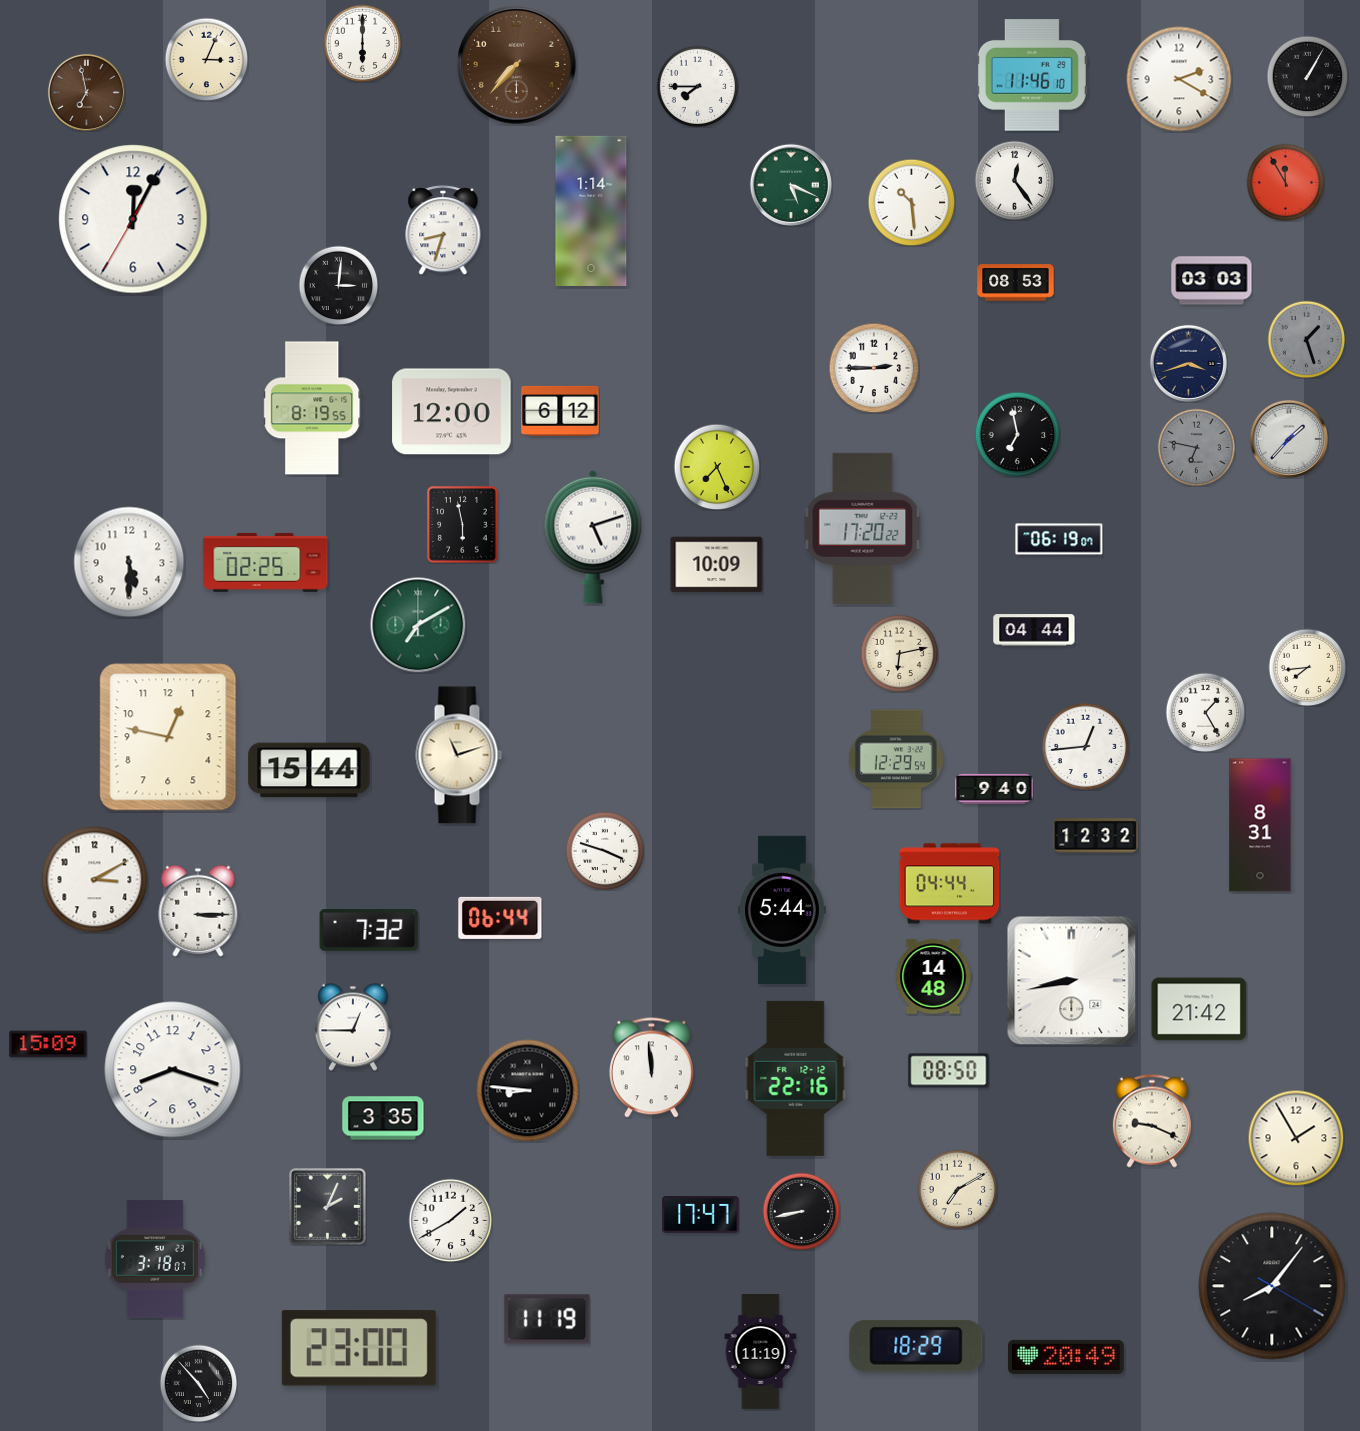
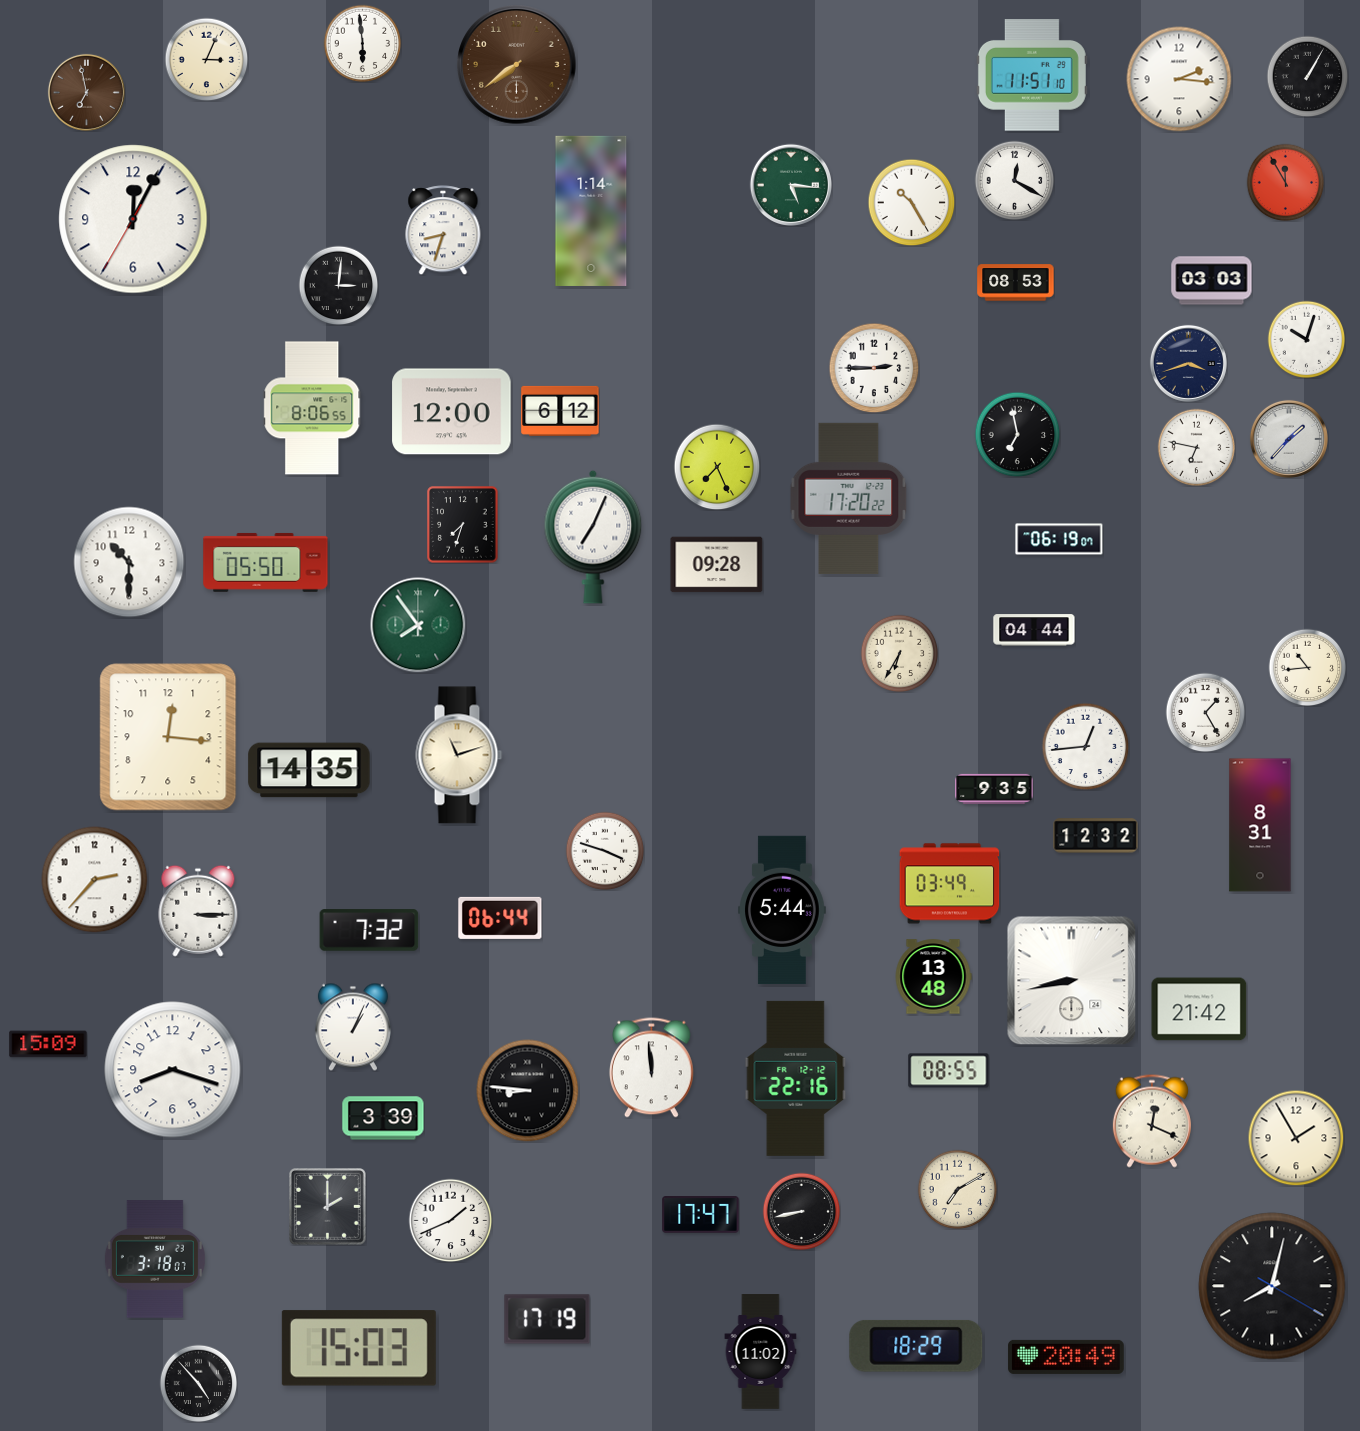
clock at (362, 43): 6:00 -> 5:59
clock at (517, 65): 7:37 -> 7:39
clock at (1032, 75): 11:46 -> 11:51
clock at (1179, 79): 2:20 -> 2:16
clock at (697, 86): 7:45 -> none
clock at (1014, 180): 12:24 -> 12:20
clock at (790, 184): 5:19 -> 5:16
clock at (911, 202): 10:29 -> 10:25
clock at (1306, 339): 1:27 -> 10:03
clock at (1306, 339) dial: grey -> white
clock at (312, 408): 8:19 -> 8:06
clock at (1196, 447) dial: grey -> white
clock at (463, 525): 5:58 -> 7:33
clock at (863, 528) position: (863, 528) -> (849, 498)
clock at (593, 537): 5:12 -> 7:04
clock at (129, 562): 5:30 -> 10:30
clock at (266, 562): 02:25 -> 05:50
clock at (717, 565): 10:09 -> 09:28
clock at (418, 625): 7:10 -> 7:54
clock at (899, 653): 6:13 -> 6:35
clock at (1307, 667): 7:44 -> 10:44
clock at (168, 737): 12:47 -> 12:16
clock at (896, 759): 12:29 -> none
clock at (309, 770): 15:44 -> 14:35
clock at (994, 789): 9:40 -> 9:35
clock at (95, 880): 3:10 -> 2:37
clock at (950, 884): 04:44 -> 03:49
clock at (933, 977): 14:48 -> 13:48
clock at (353, 1027): 12:45 -> 1:04
clock at (949, 1071): 08:50 -> 08:55
clock at (383, 1118): 3:35 -> 3:39
clock at (1152, 1121): 9:19 -> 12:19
clock at (328, 1207): 2:04 -> 2:00
clock at (450, 1220): 1:40 -> 1:41
clock at (1272, 1286): 8:06 -> 8:02
clock at (547, 1319): 11:19 -> 17:19
clock at (359, 1348): 23:00 -> 15:03
clock at (761, 1352): 11:19 -> 11:02
